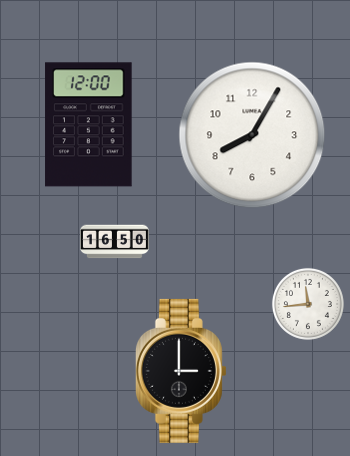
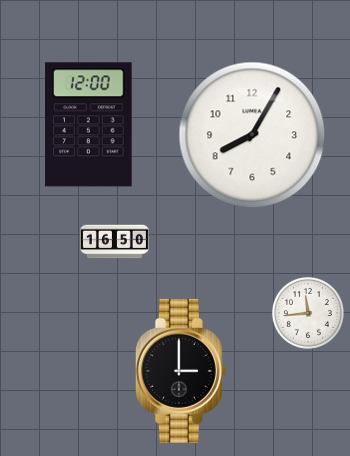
clock at (308, 304) position: (308, 304) -> (308, 313)
